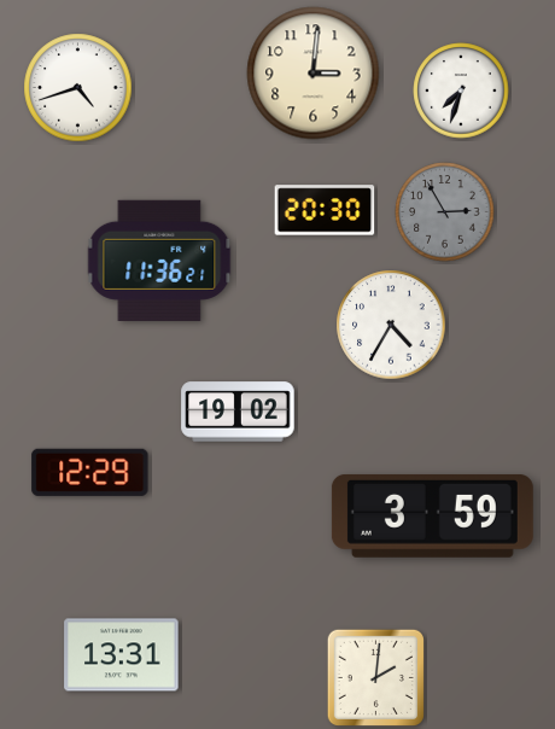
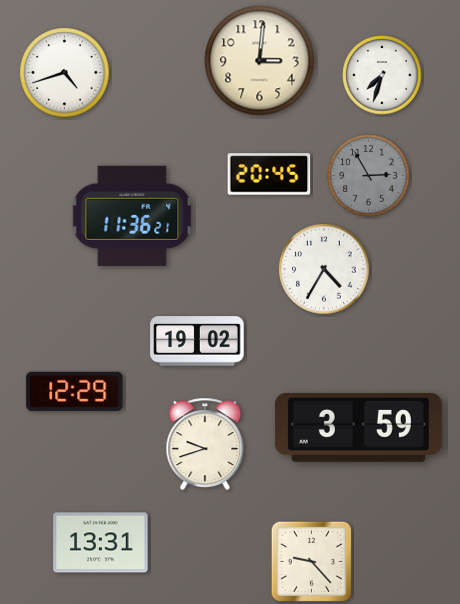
clock at (325, 210): 20:30 -> 20:45
clock at (205, 444): none -> 9:42
clock at (375, 677): 2:01 -> 9:23
